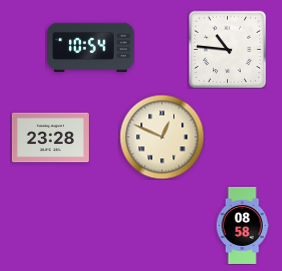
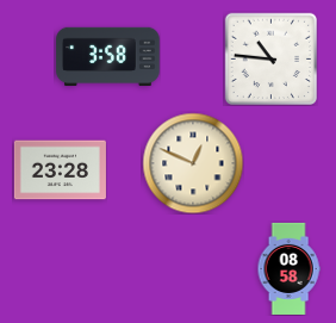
clock at (91, 47): 10:54 -> 3:58
clock at (50, 138) position: (50, 138) -> (60, 170)
